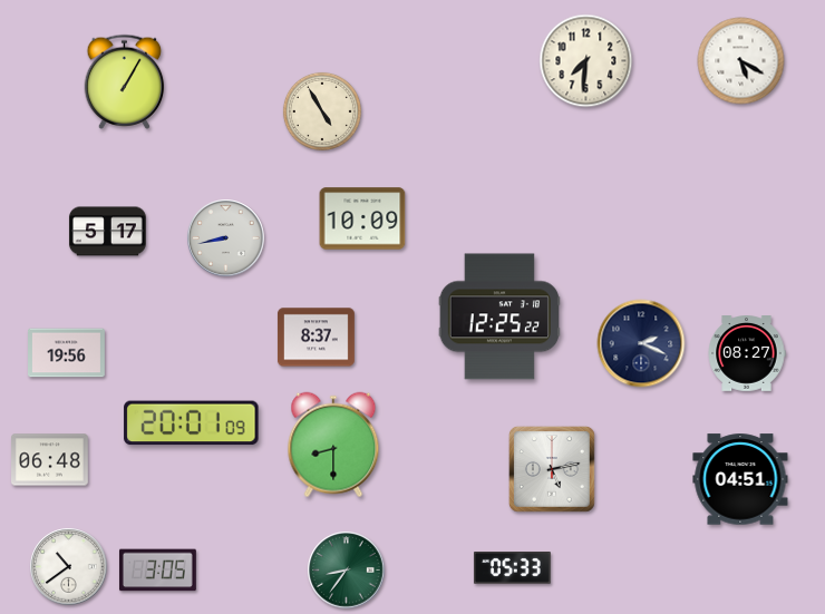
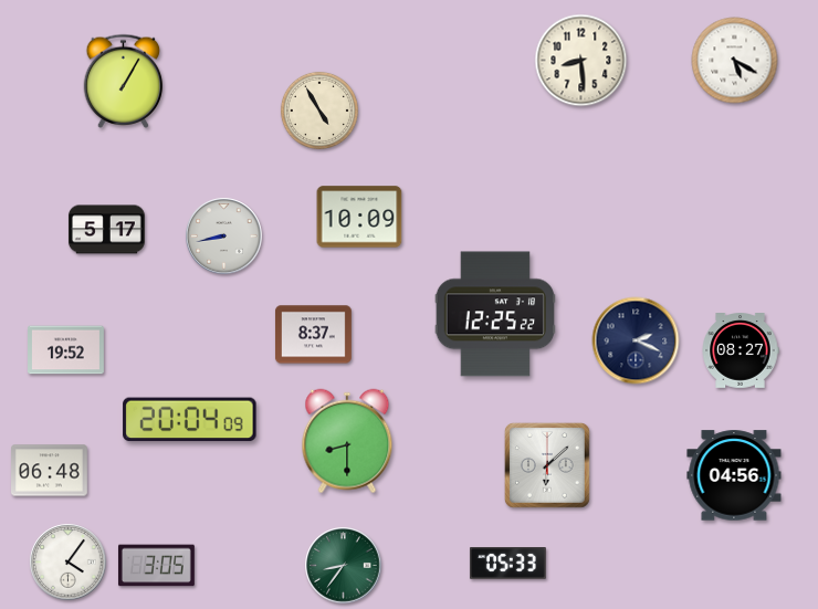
clock at (586, 61): 7:31 -> 8:29
clock at (67, 353): 19:56 -> 19:52
clock at (192, 423): 20:01 -> 20:04
clock at (333, 445) position: (333, 445) -> (347, 441)
clock at (50, 460) position: (50, 460) -> (50, 471)
clock at (552, 469): 5:13 -> 6:08
clock at (740, 479): 04:51 -> 04:56
clock at (69, 567): 10:39 -> 4:06
